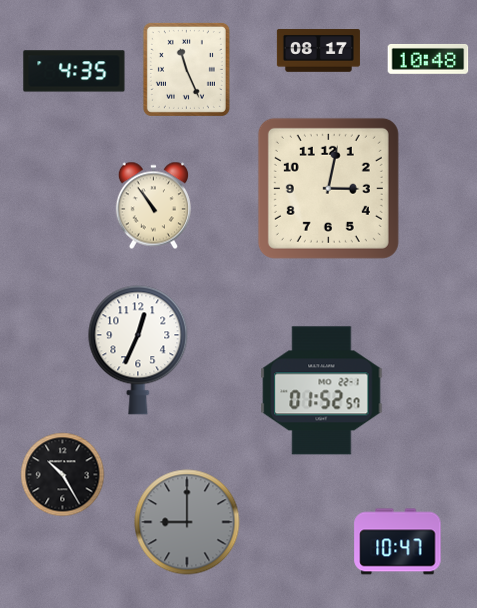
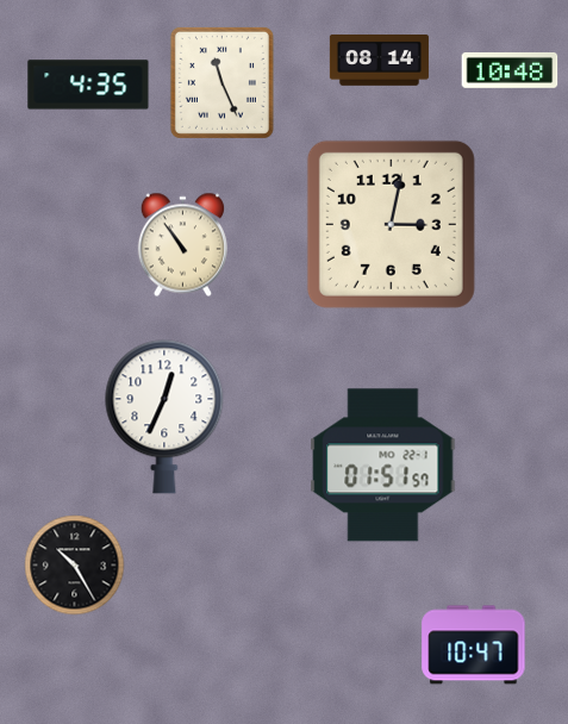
clock at (318, 51): 08:17 -> 08:14
clock at (322, 391): 01:52 -> 01:51
clock at (187, 522): 9:00 -> none
